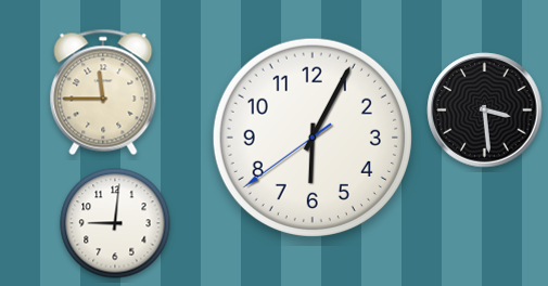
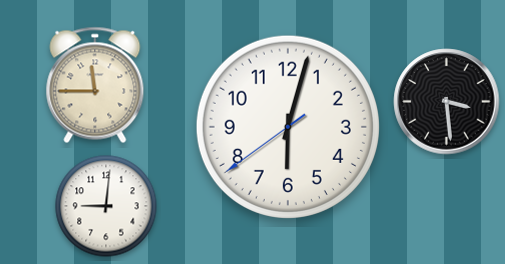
clock at (313, 138): 6:04 -> 6:02
